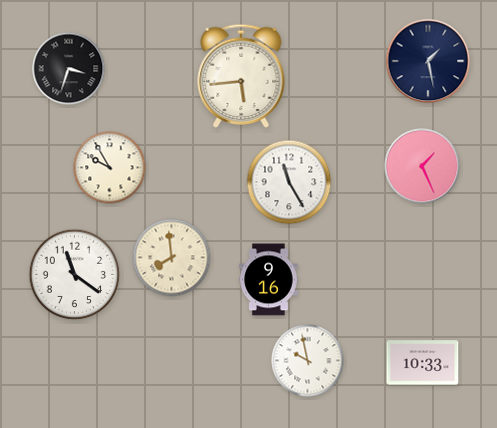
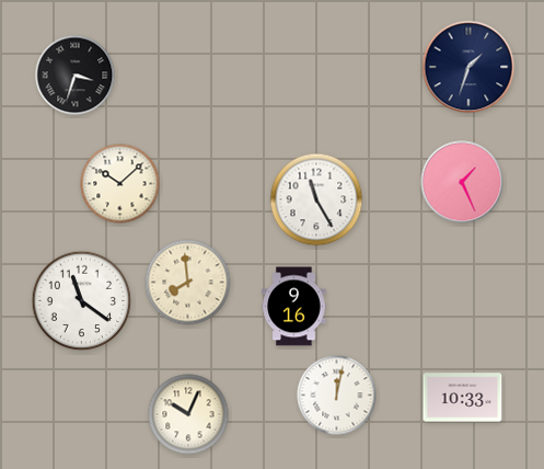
clock at (428, 61): 1:28 -> 1:33
clock at (241, 76): 5:44 -> none
clock at (110, 168): 9:55 -> 10:08
clock at (308, 361): 9:58 -> 12:02
clock at (188, 414): none -> 10:04
